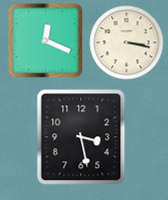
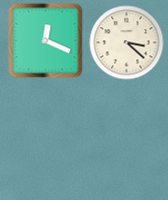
clock at (127, 43): 3:17 -> 3:22
clock at (81, 137): 3:28 -> none
